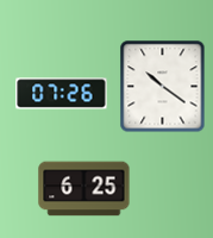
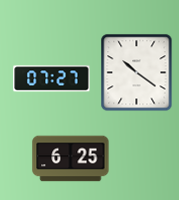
clock at (62, 94): 07:26 -> 07:27
